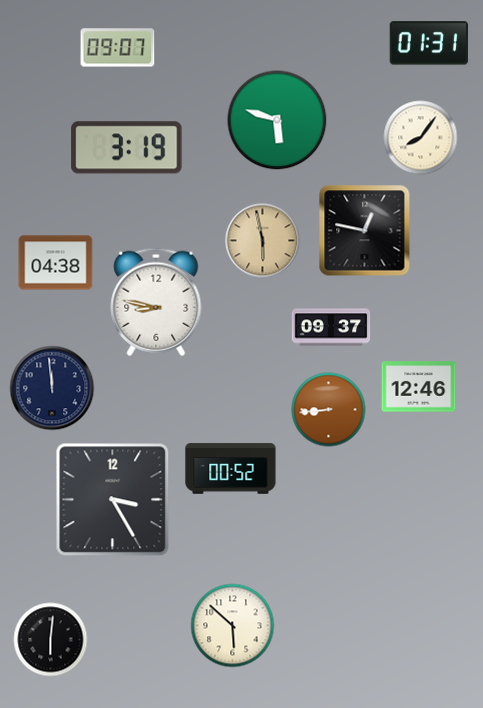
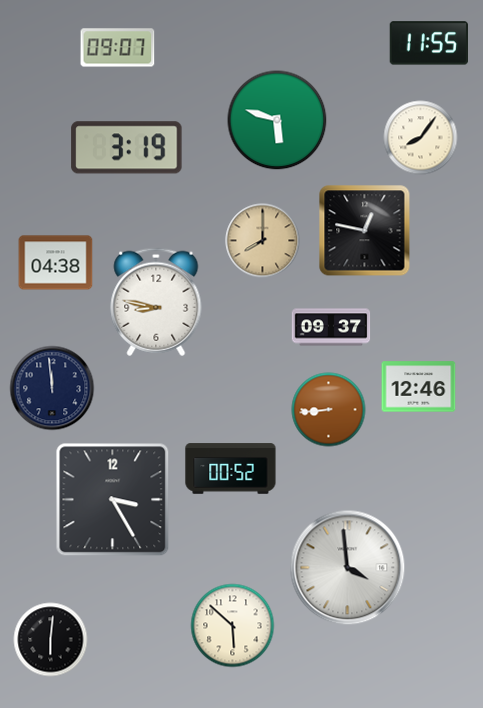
clock at (428, 43): 01:31 -> 11:55
clock at (263, 241): 5:58 -> 8:00
clock at (348, 568): none -> 3:59
